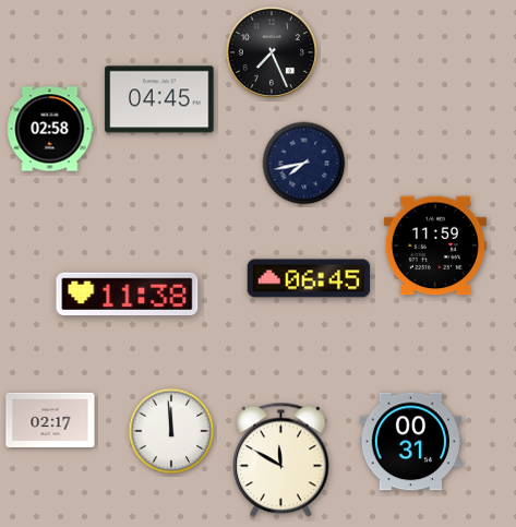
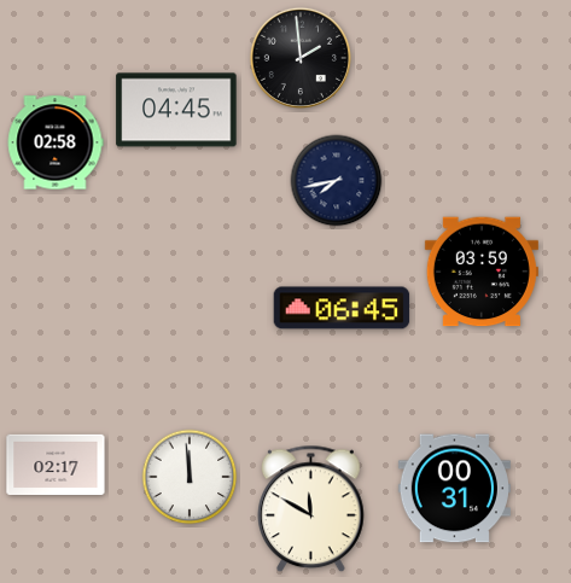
clock at (271, 51): 7:26 -> 1:59
clock at (435, 245): 11:59 -> 03:59
clock at (128, 295): 11:38 -> none
